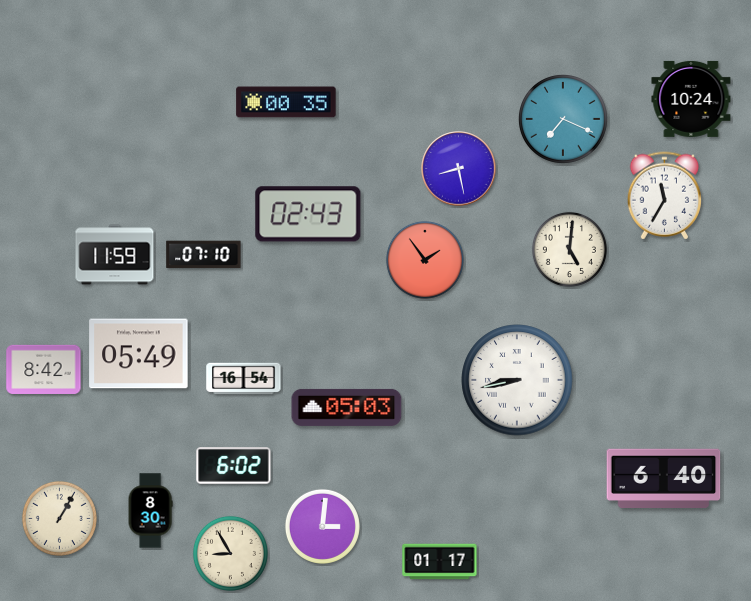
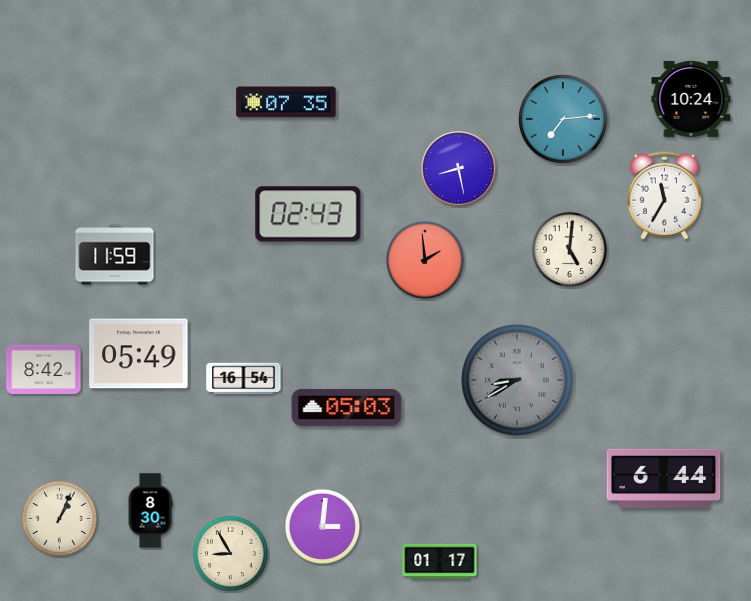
clock at (286, 102): 00:35 -> 07:35
clock at (563, 119): 7:19 -> 7:14
clock at (204, 255): 07:10 -> none
clock at (425, 260): 1:54 -> 1:59
clock at (517, 380): 8:43 -> 8:40
clock at (517, 380) dial: white -> grey
clock at (234, 466): 6:02 -> none
clock at (664, 478): 6:40 -> 6:44
clock at (59, 518): 1:05 -> 1:04
